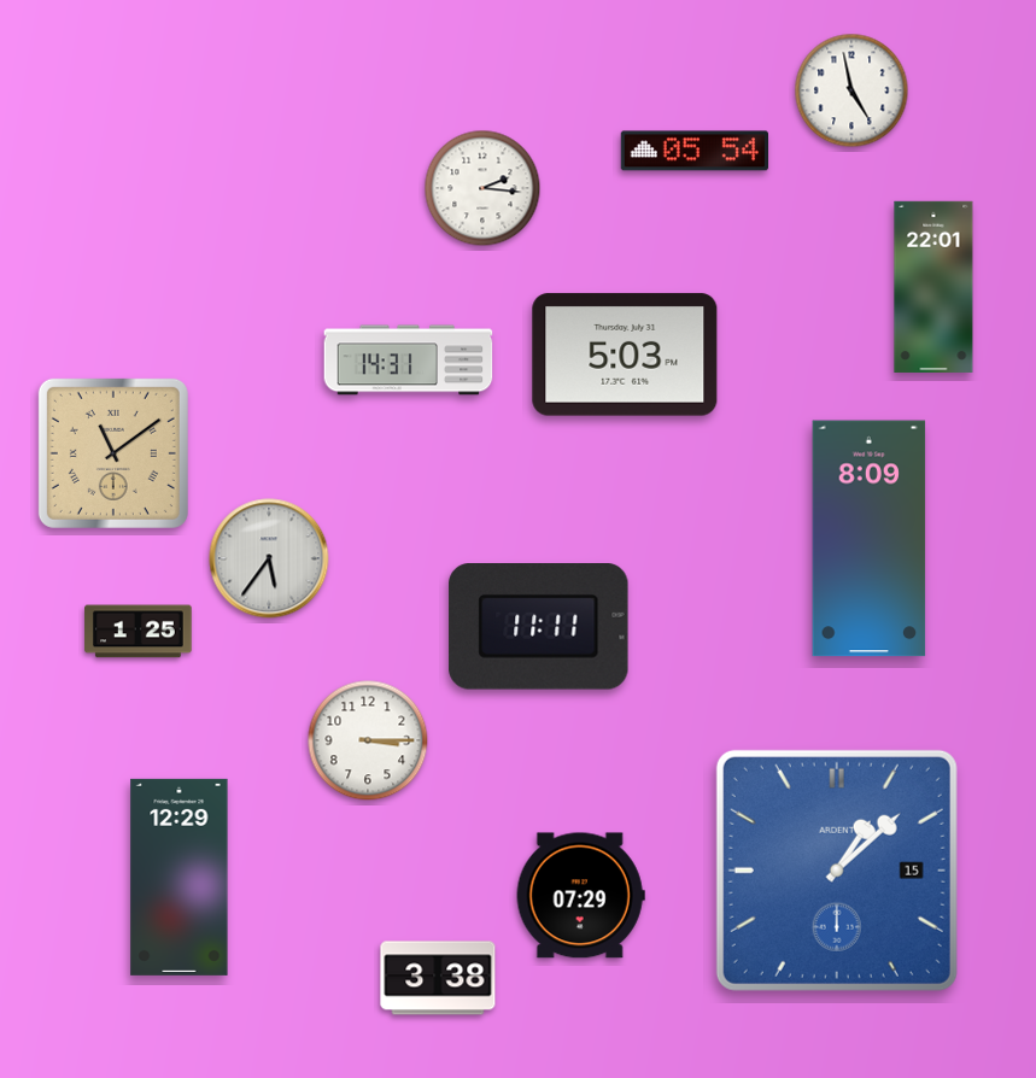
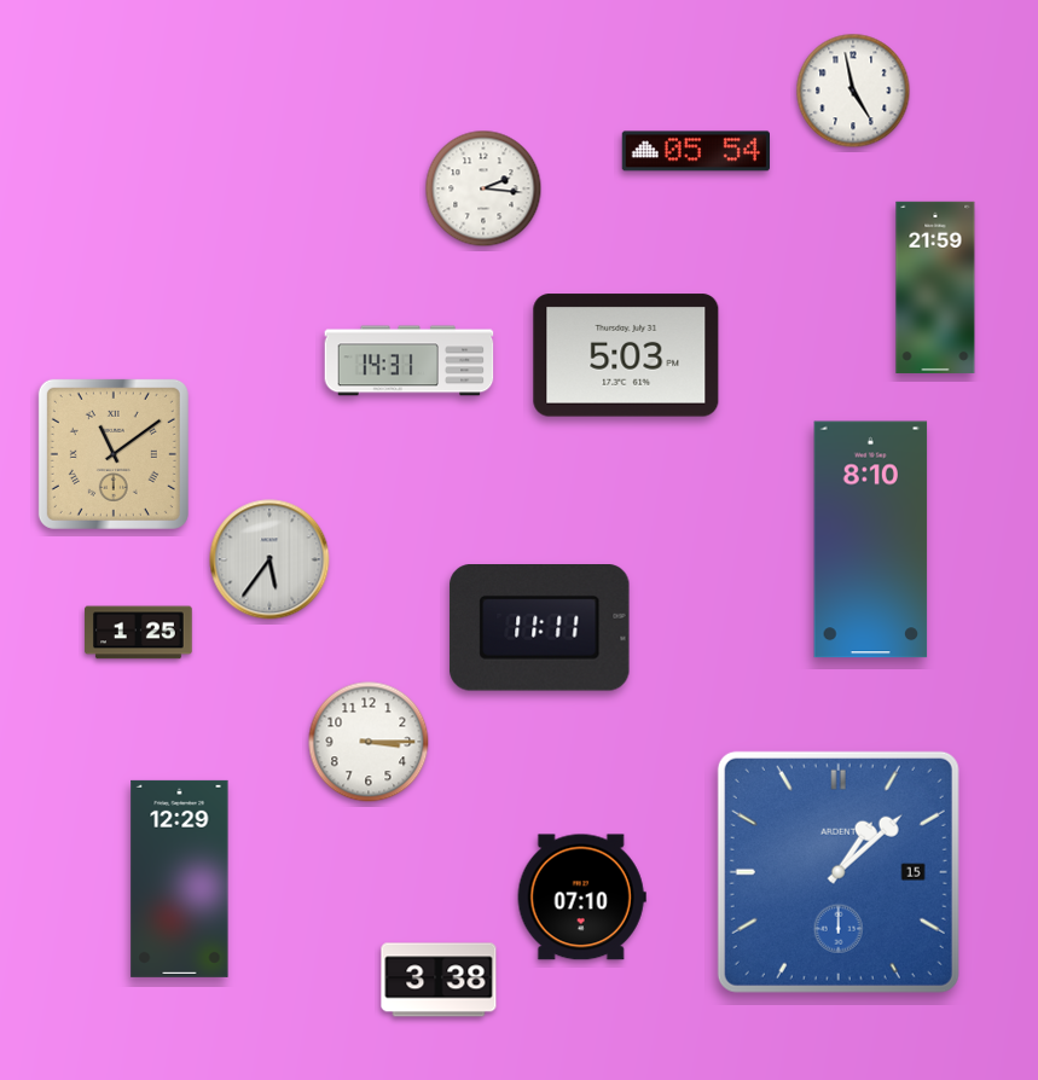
clock at (933, 287): 22:01 -> 21:59
clock at (870, 539): 8:09 -> 8:10
clock at (580, 896): 07:29 -> 07:10
